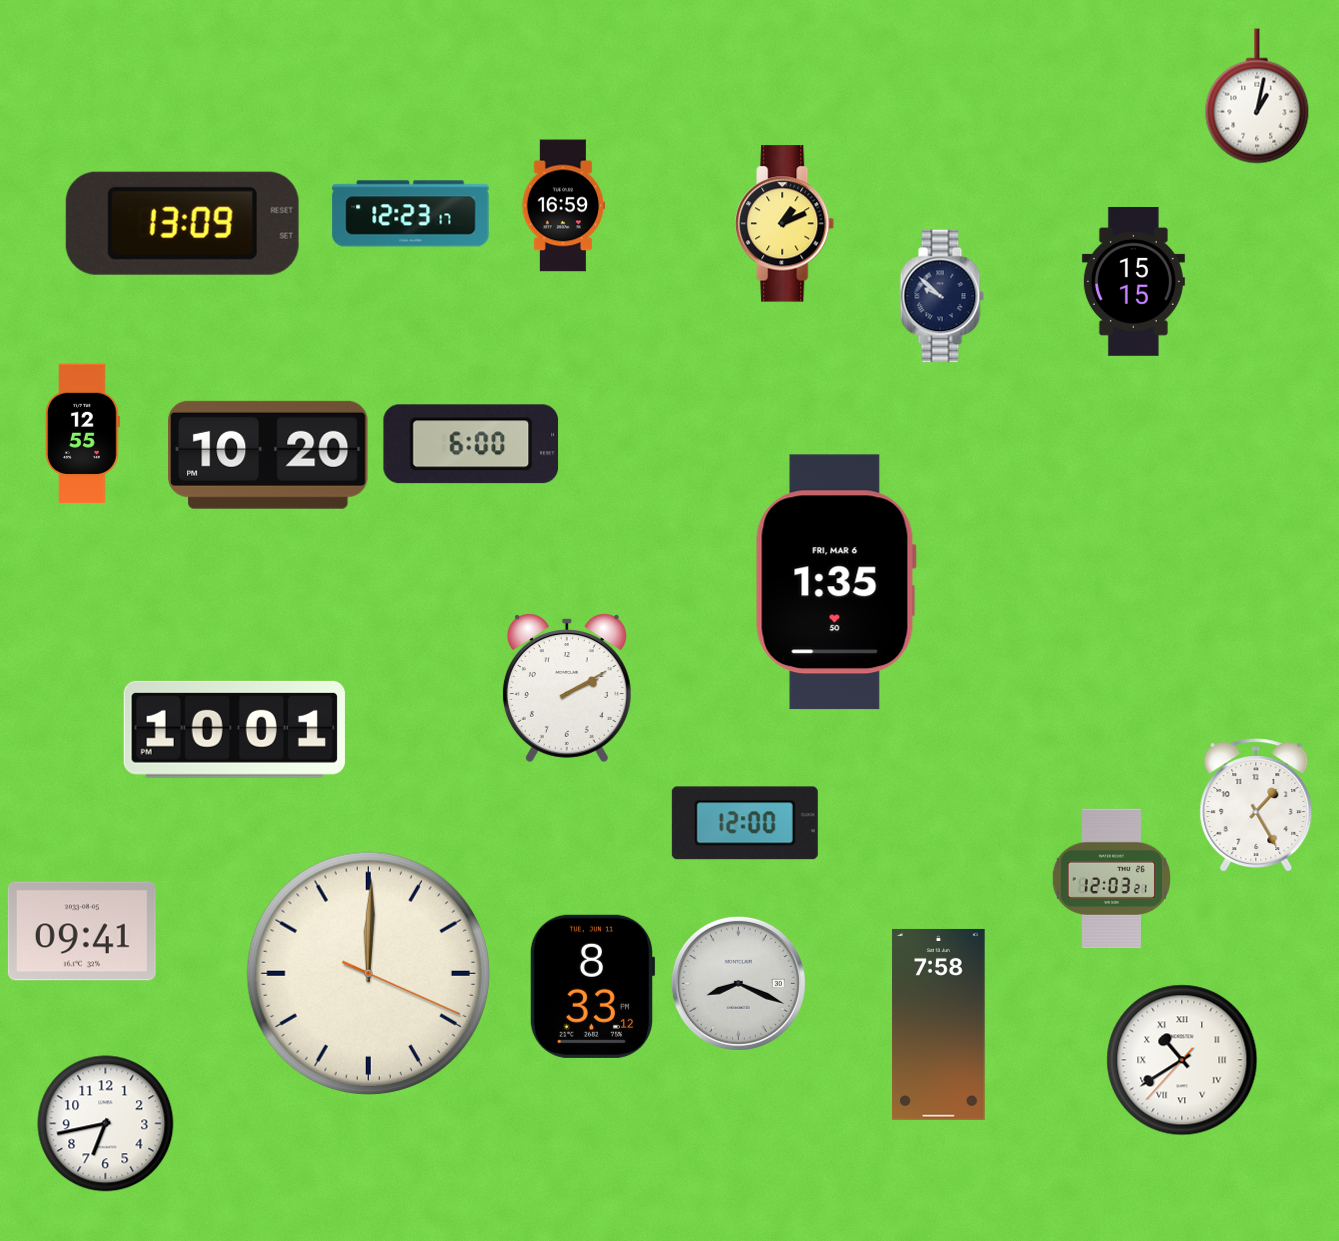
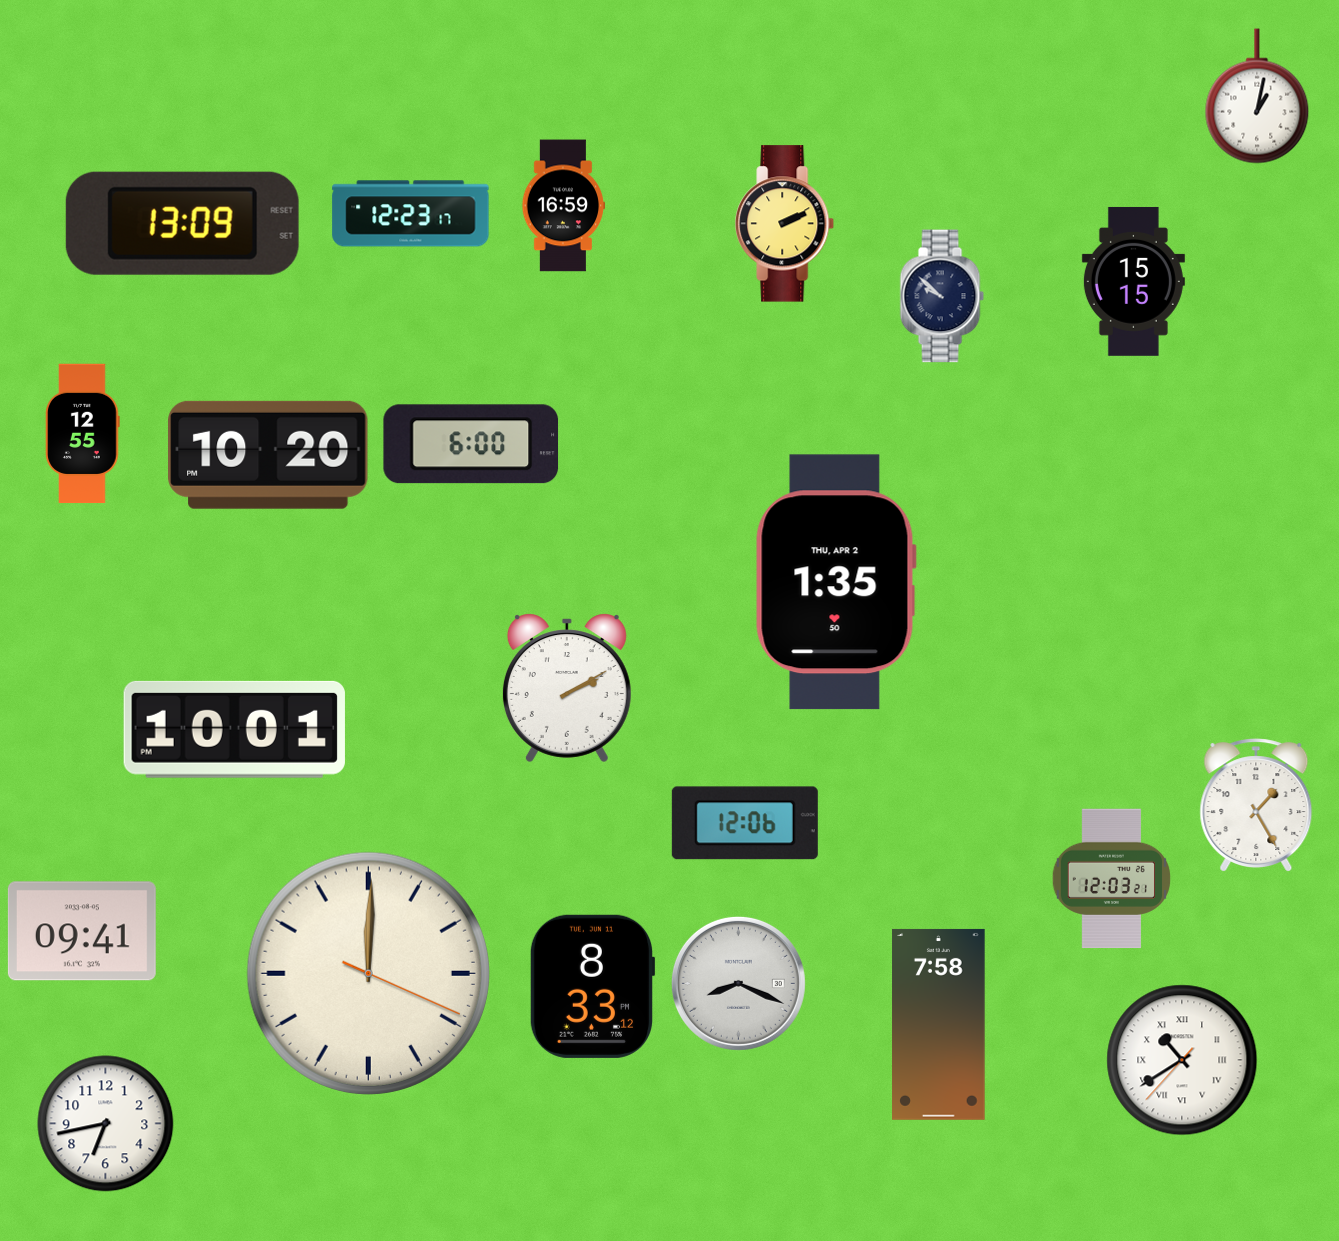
clock at (785, 224): 1:11 -> 2:11
clock at (836, 582) date: FRI, MAR 6 -> THU, APR 2
clock at (745, 823): 12:00 -> 12:06
